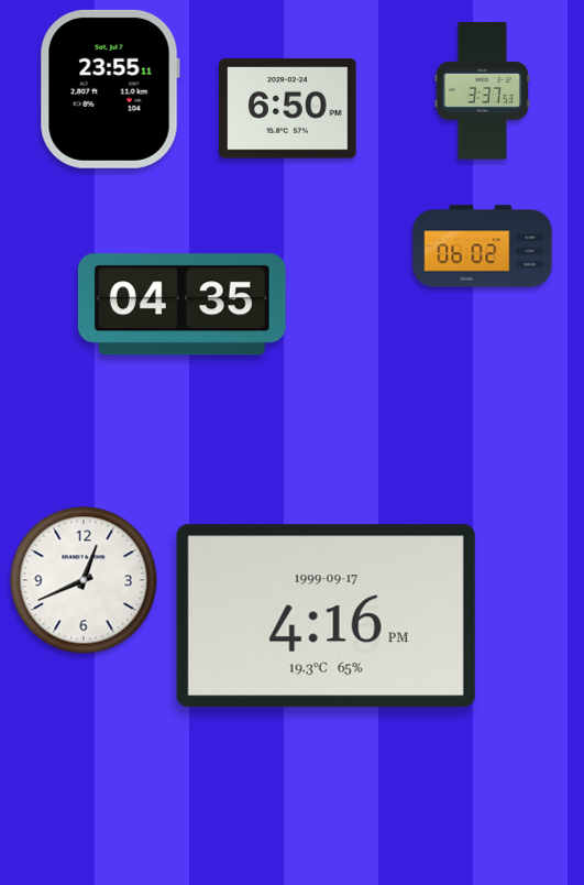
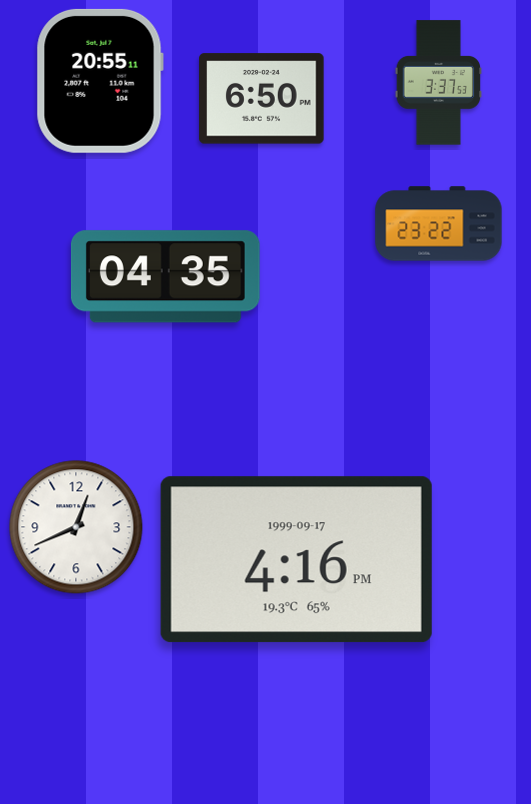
clock at (110, 89): 23:55 -> 20:55
clock at (483, 247): 06:02 -> 23:22
